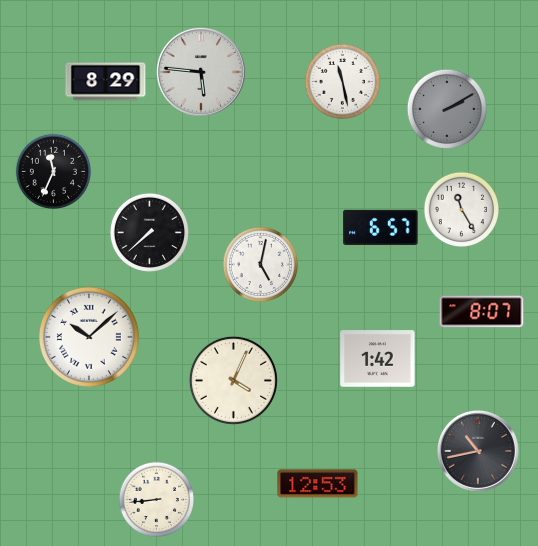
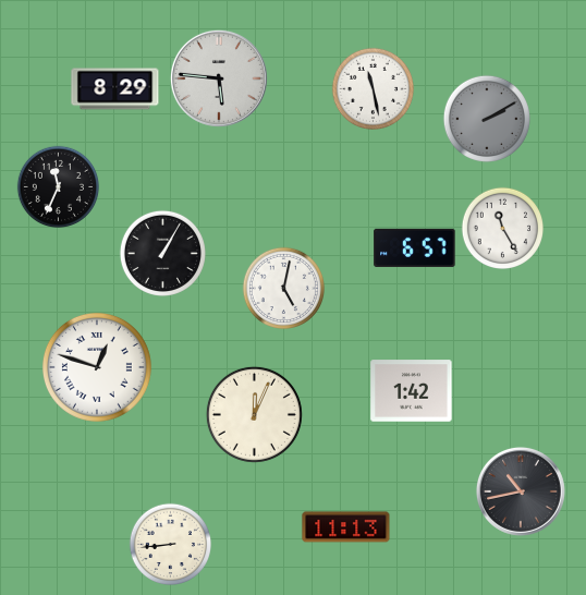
clock at (149, 232): 7:38 -> 1:05
clock at (482, 312): 8:07 -> none
clock at (89, 337): 10:08 -> 12:48
clock at (233, 380): 4:04 -> 12:04
clock at (318, 484): 12:53 -> 11:13
